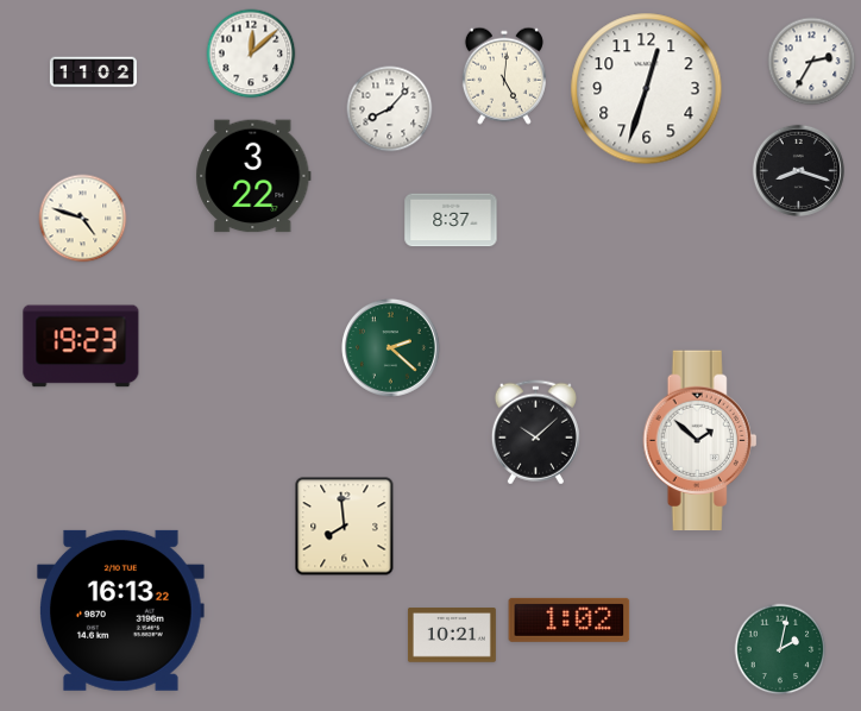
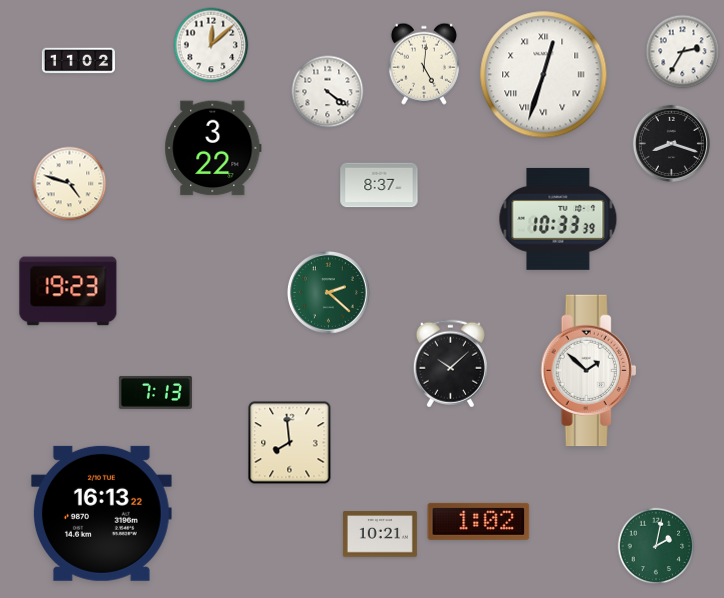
clock at (647, 89) numerals: Arabic -> Roman
clock at (390, 109): 8:07 -> 4:21
clock at (558, 219): none -> 10:33
clock at (155, 392): none -> 7:13
